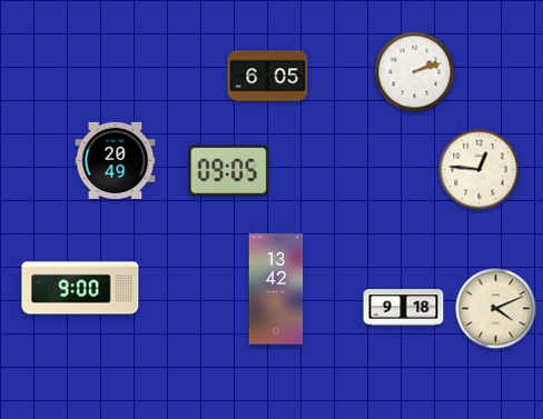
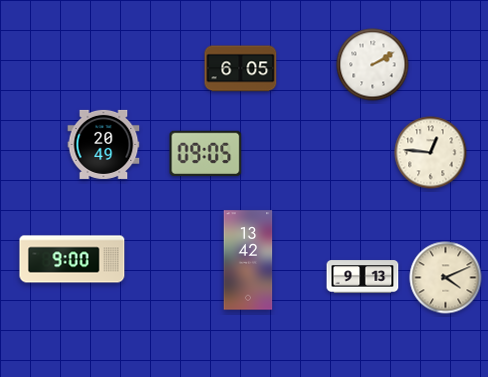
clock at (415, 72): 2:12 -> 2:10
clock at (404, 308): 9:18 -> 9:13
